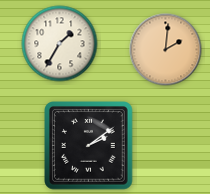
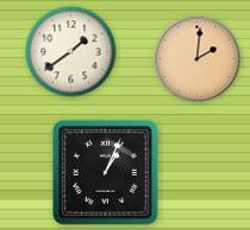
clock at (60, 44): 1:35 -> 1:39
clock at (89, 146): 2:09 -> 1:04
